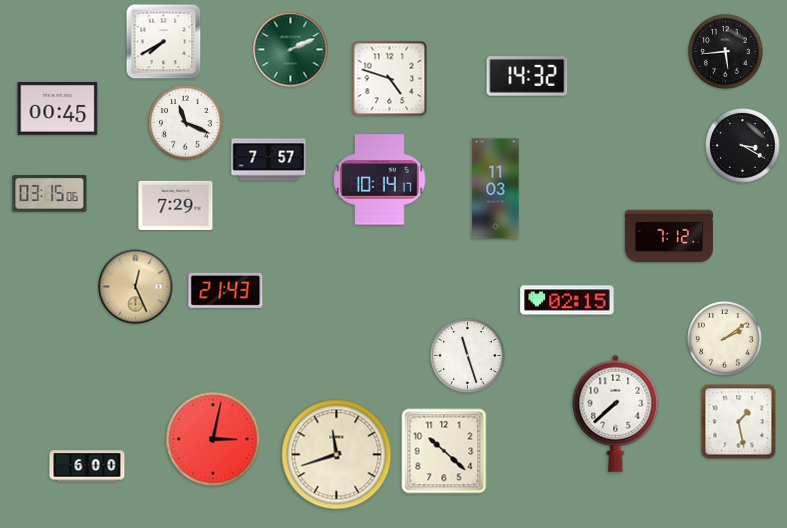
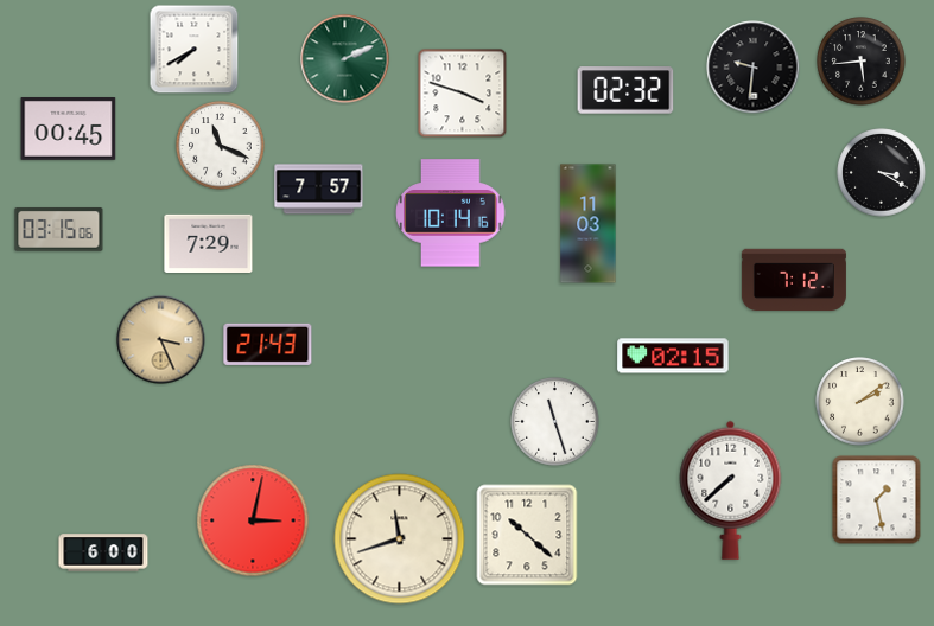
clock at (754, 68): none -> 9:31
clock at (527, 76): 14:32 -> 02:32
clock at (390, 79): 4:48 -> 3:48
clock at (380, 180): 10:14:17 -> 10:14:16
clock at (136, 287): 12:26 -> 3:26
